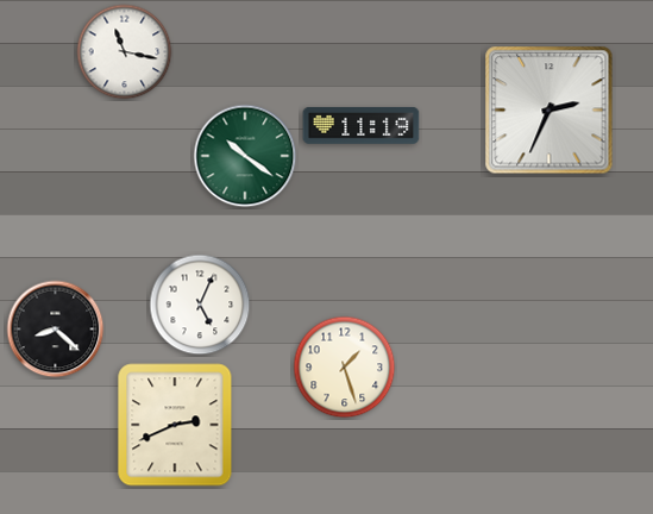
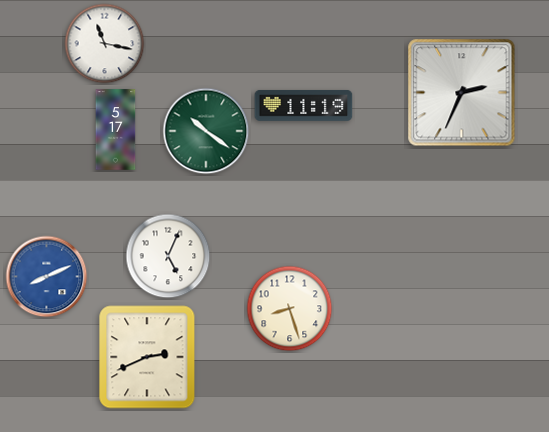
clock at (116, 130): none -> 5:17
clock at (56, 330): 8:22 -> 8:11
clock at (56, 330) dial: black -> blue
clock at (345, 368): 1:27 -> 8:27
